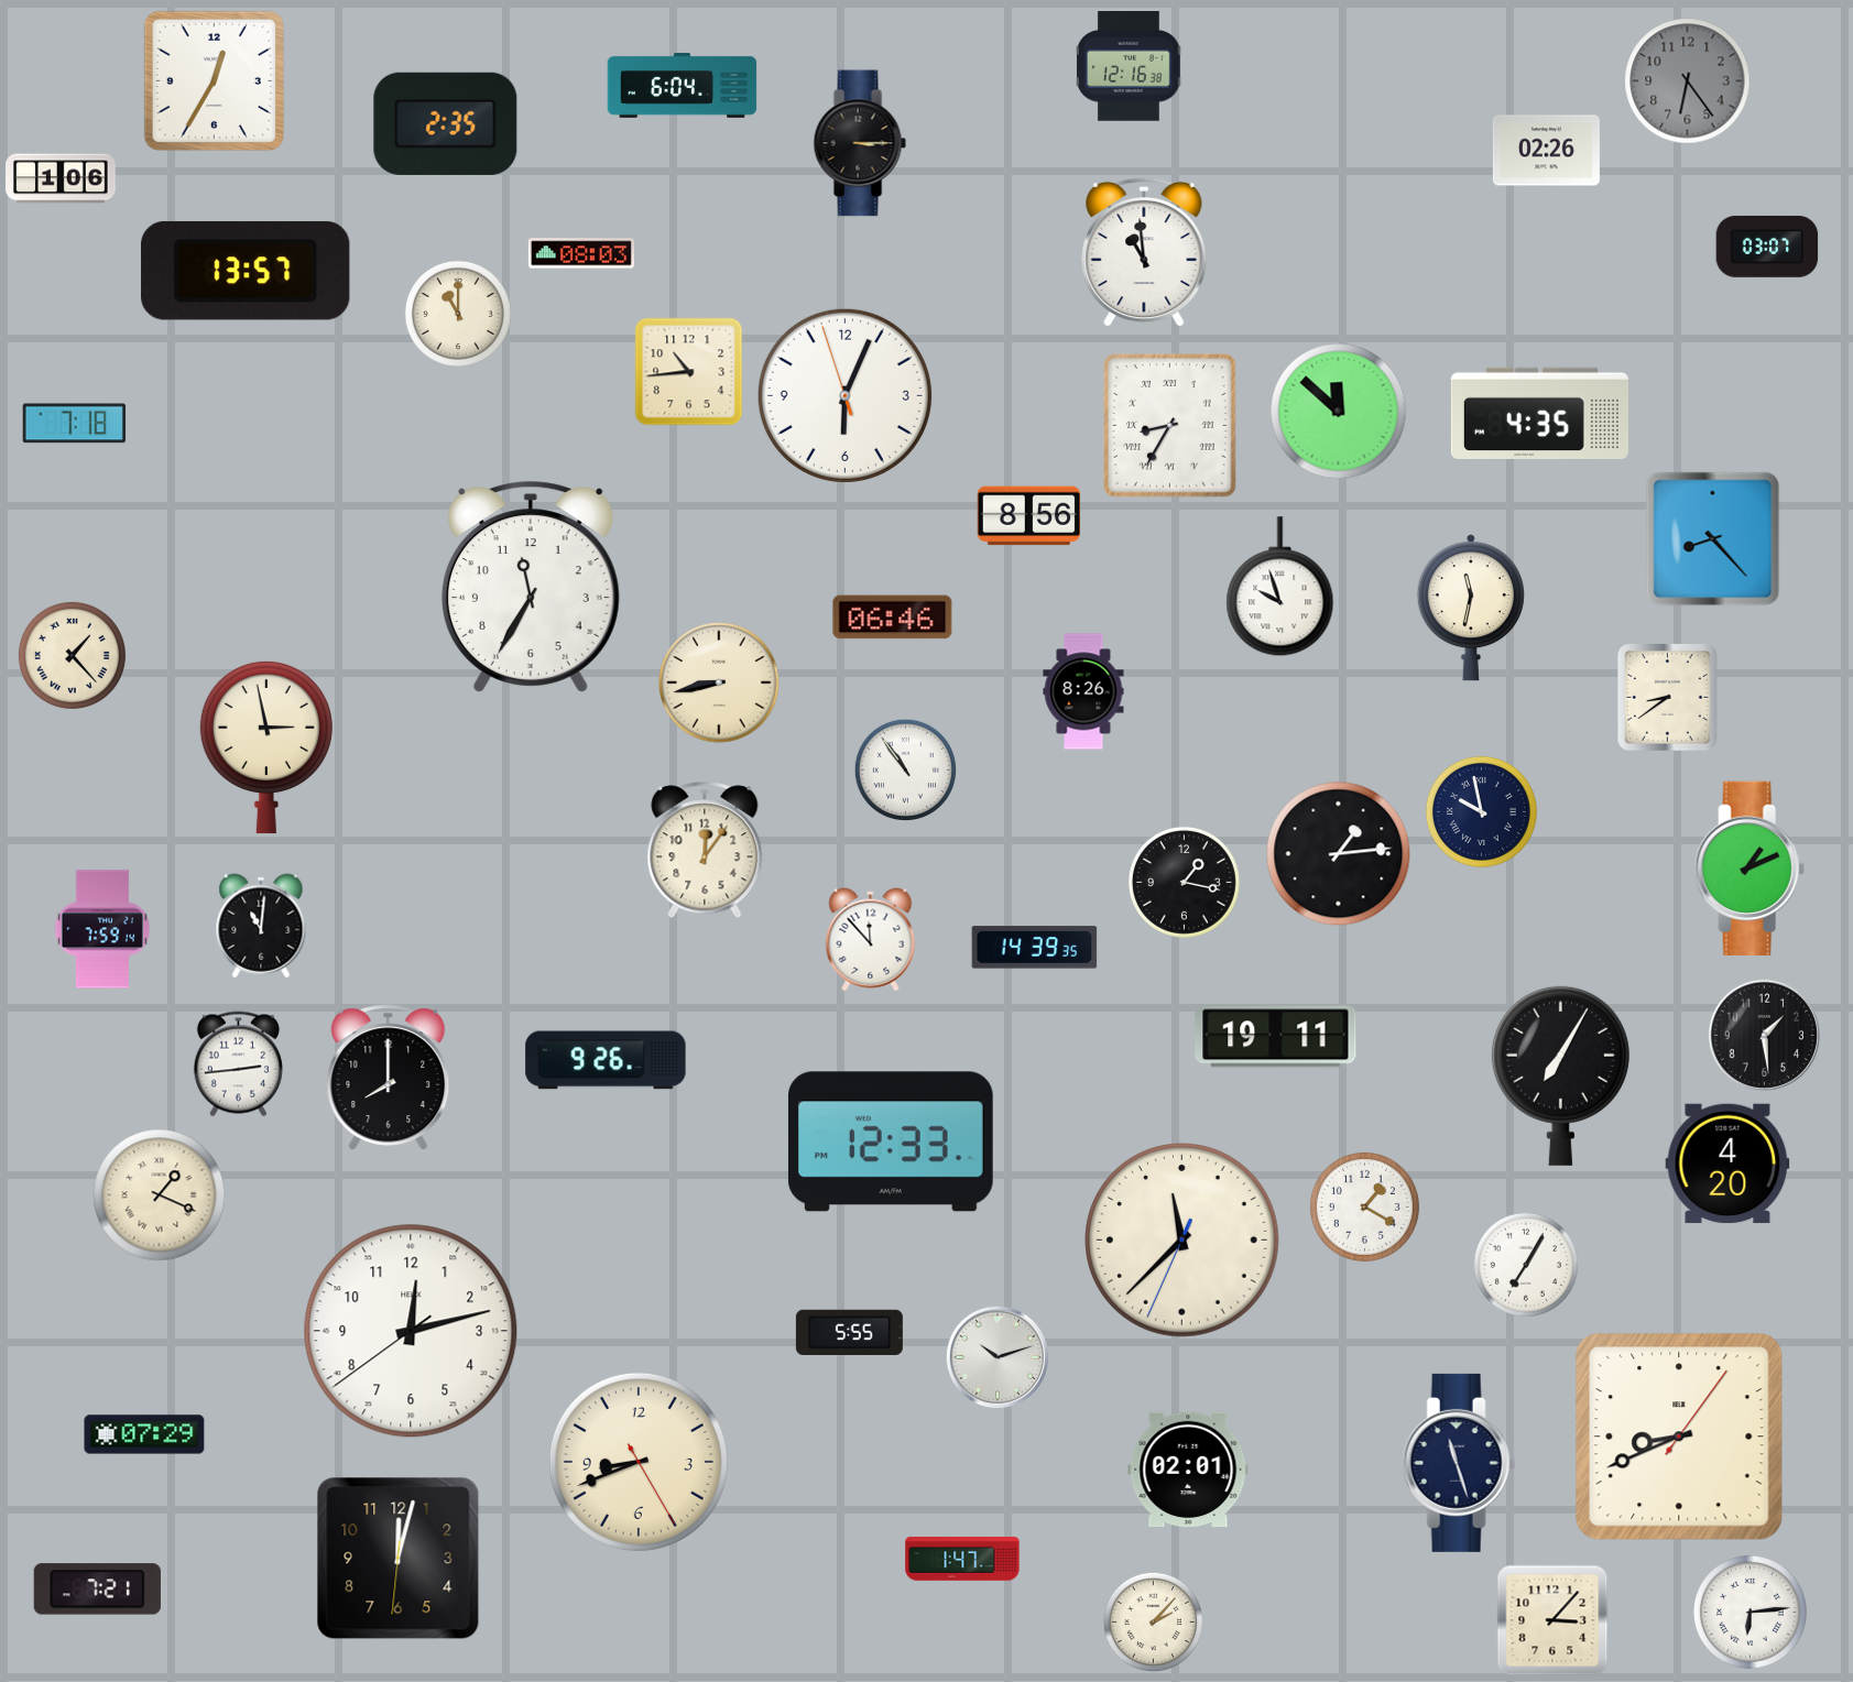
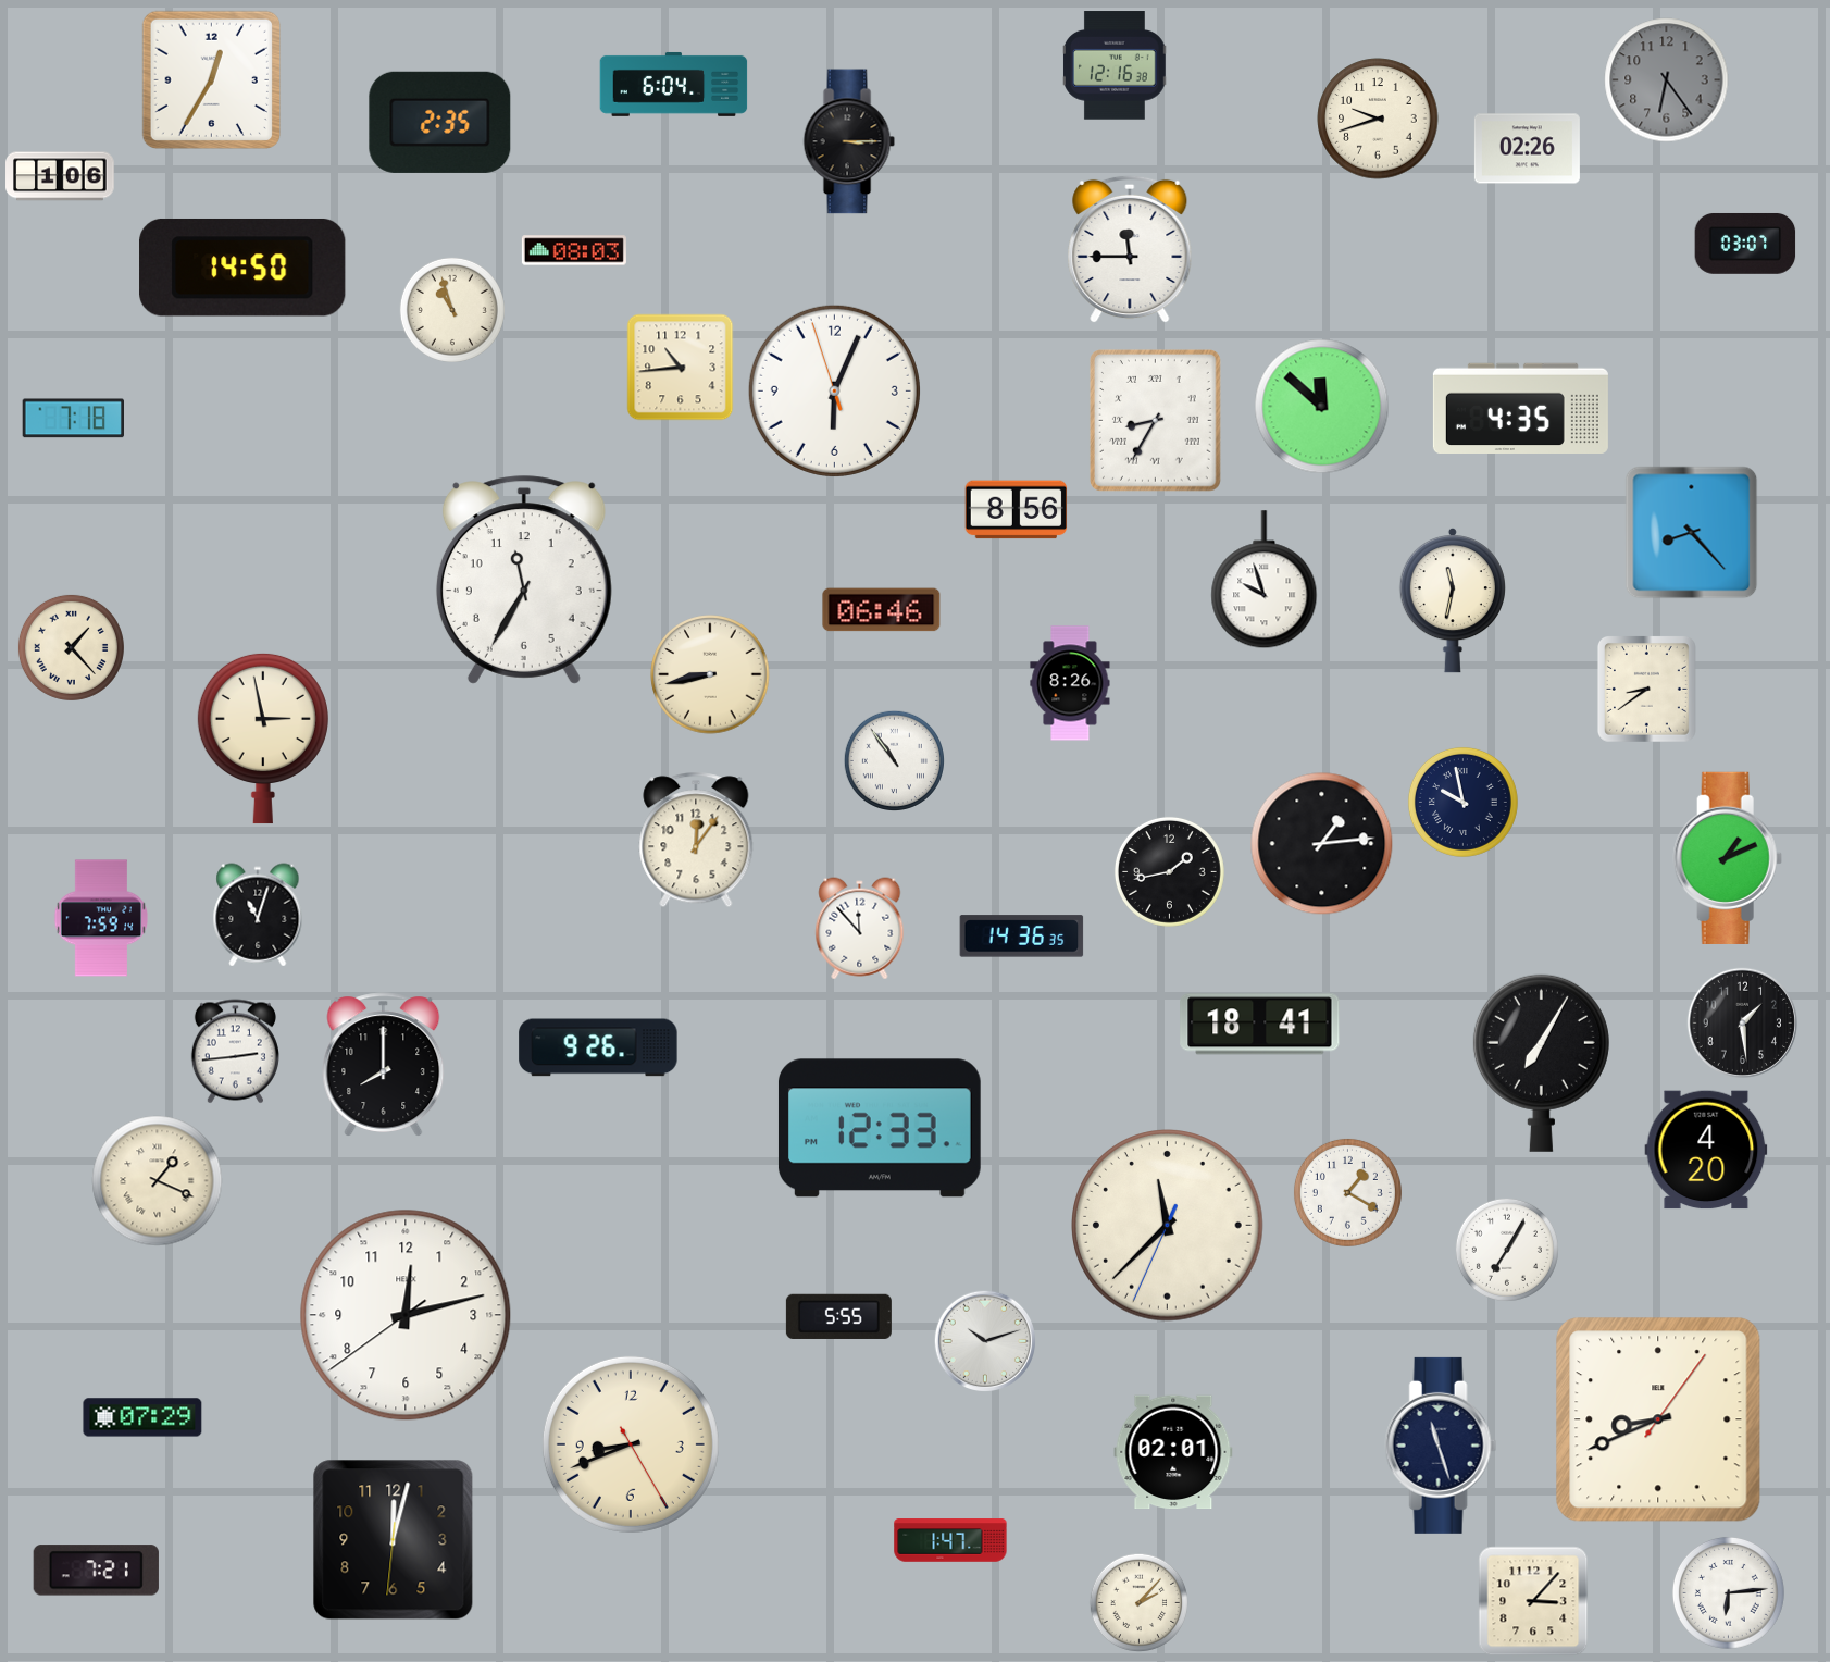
clock at (1378, 119): none -> 9:42
clock at (1144, 252): 10:59 -> 11:45
clock at (246, 271): 13:57 -> 14:50
clock at (458, 314): 11:00 -> 10:57
clock at (1184, 882): 1:17 -> 1:43
clock at (261, 926): 11:01 -> 11:03
clock at (1035, 948): 14:39 -> 14:36
clock at (1276, 1037): 19:11 -> 18:41
